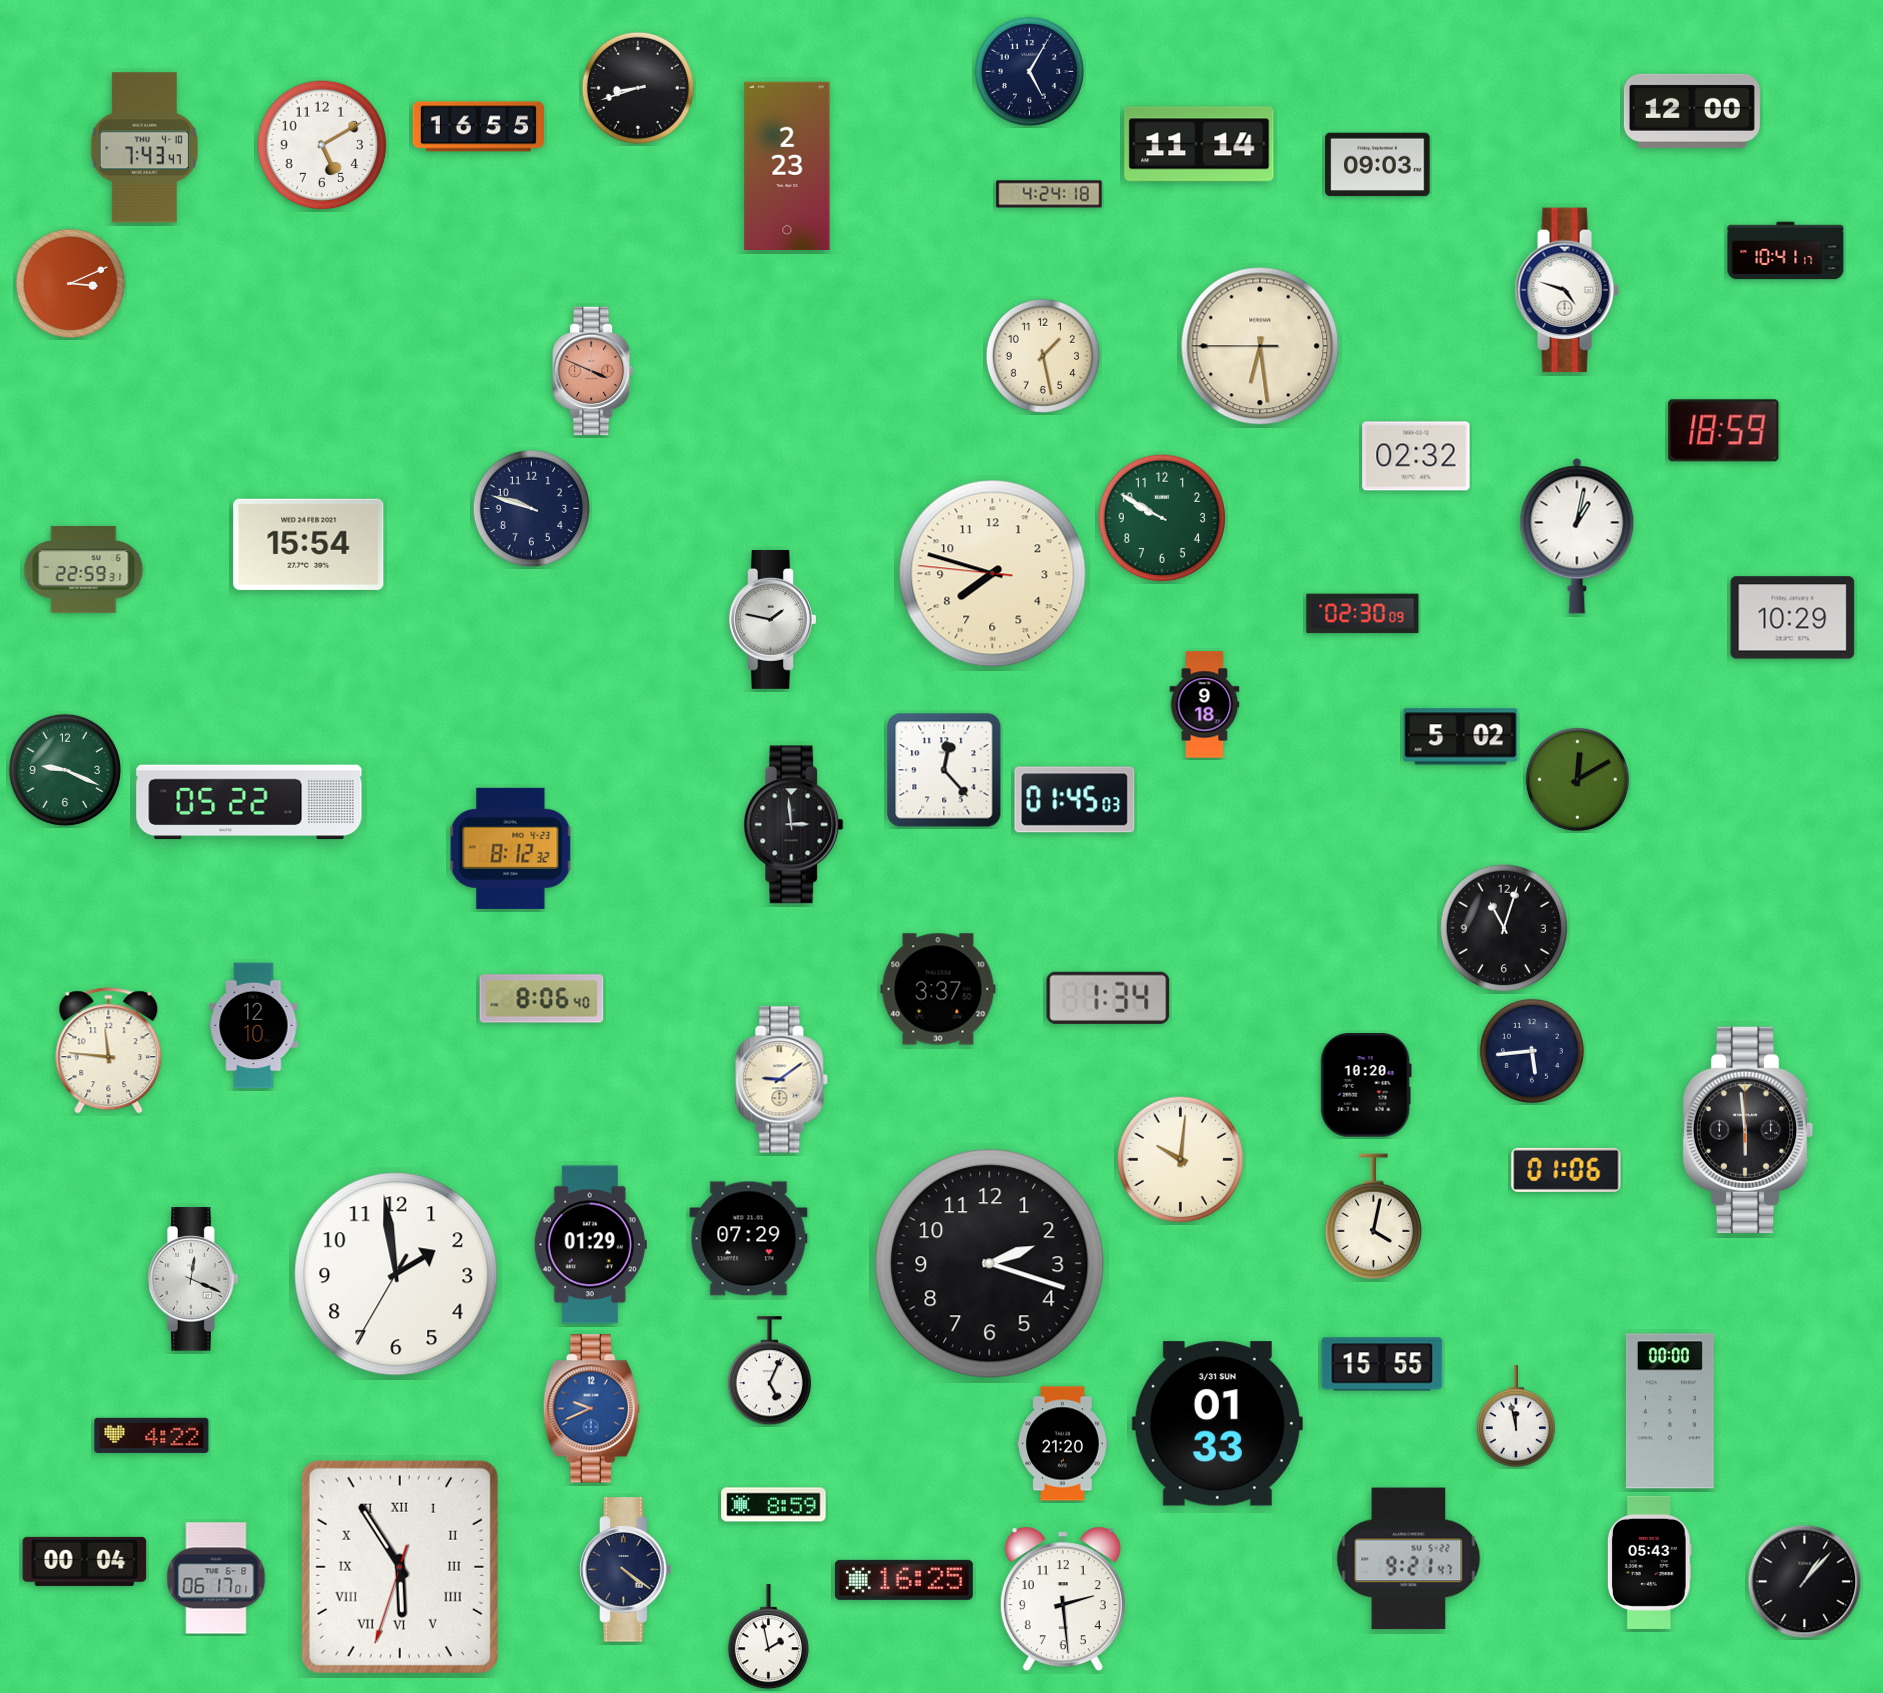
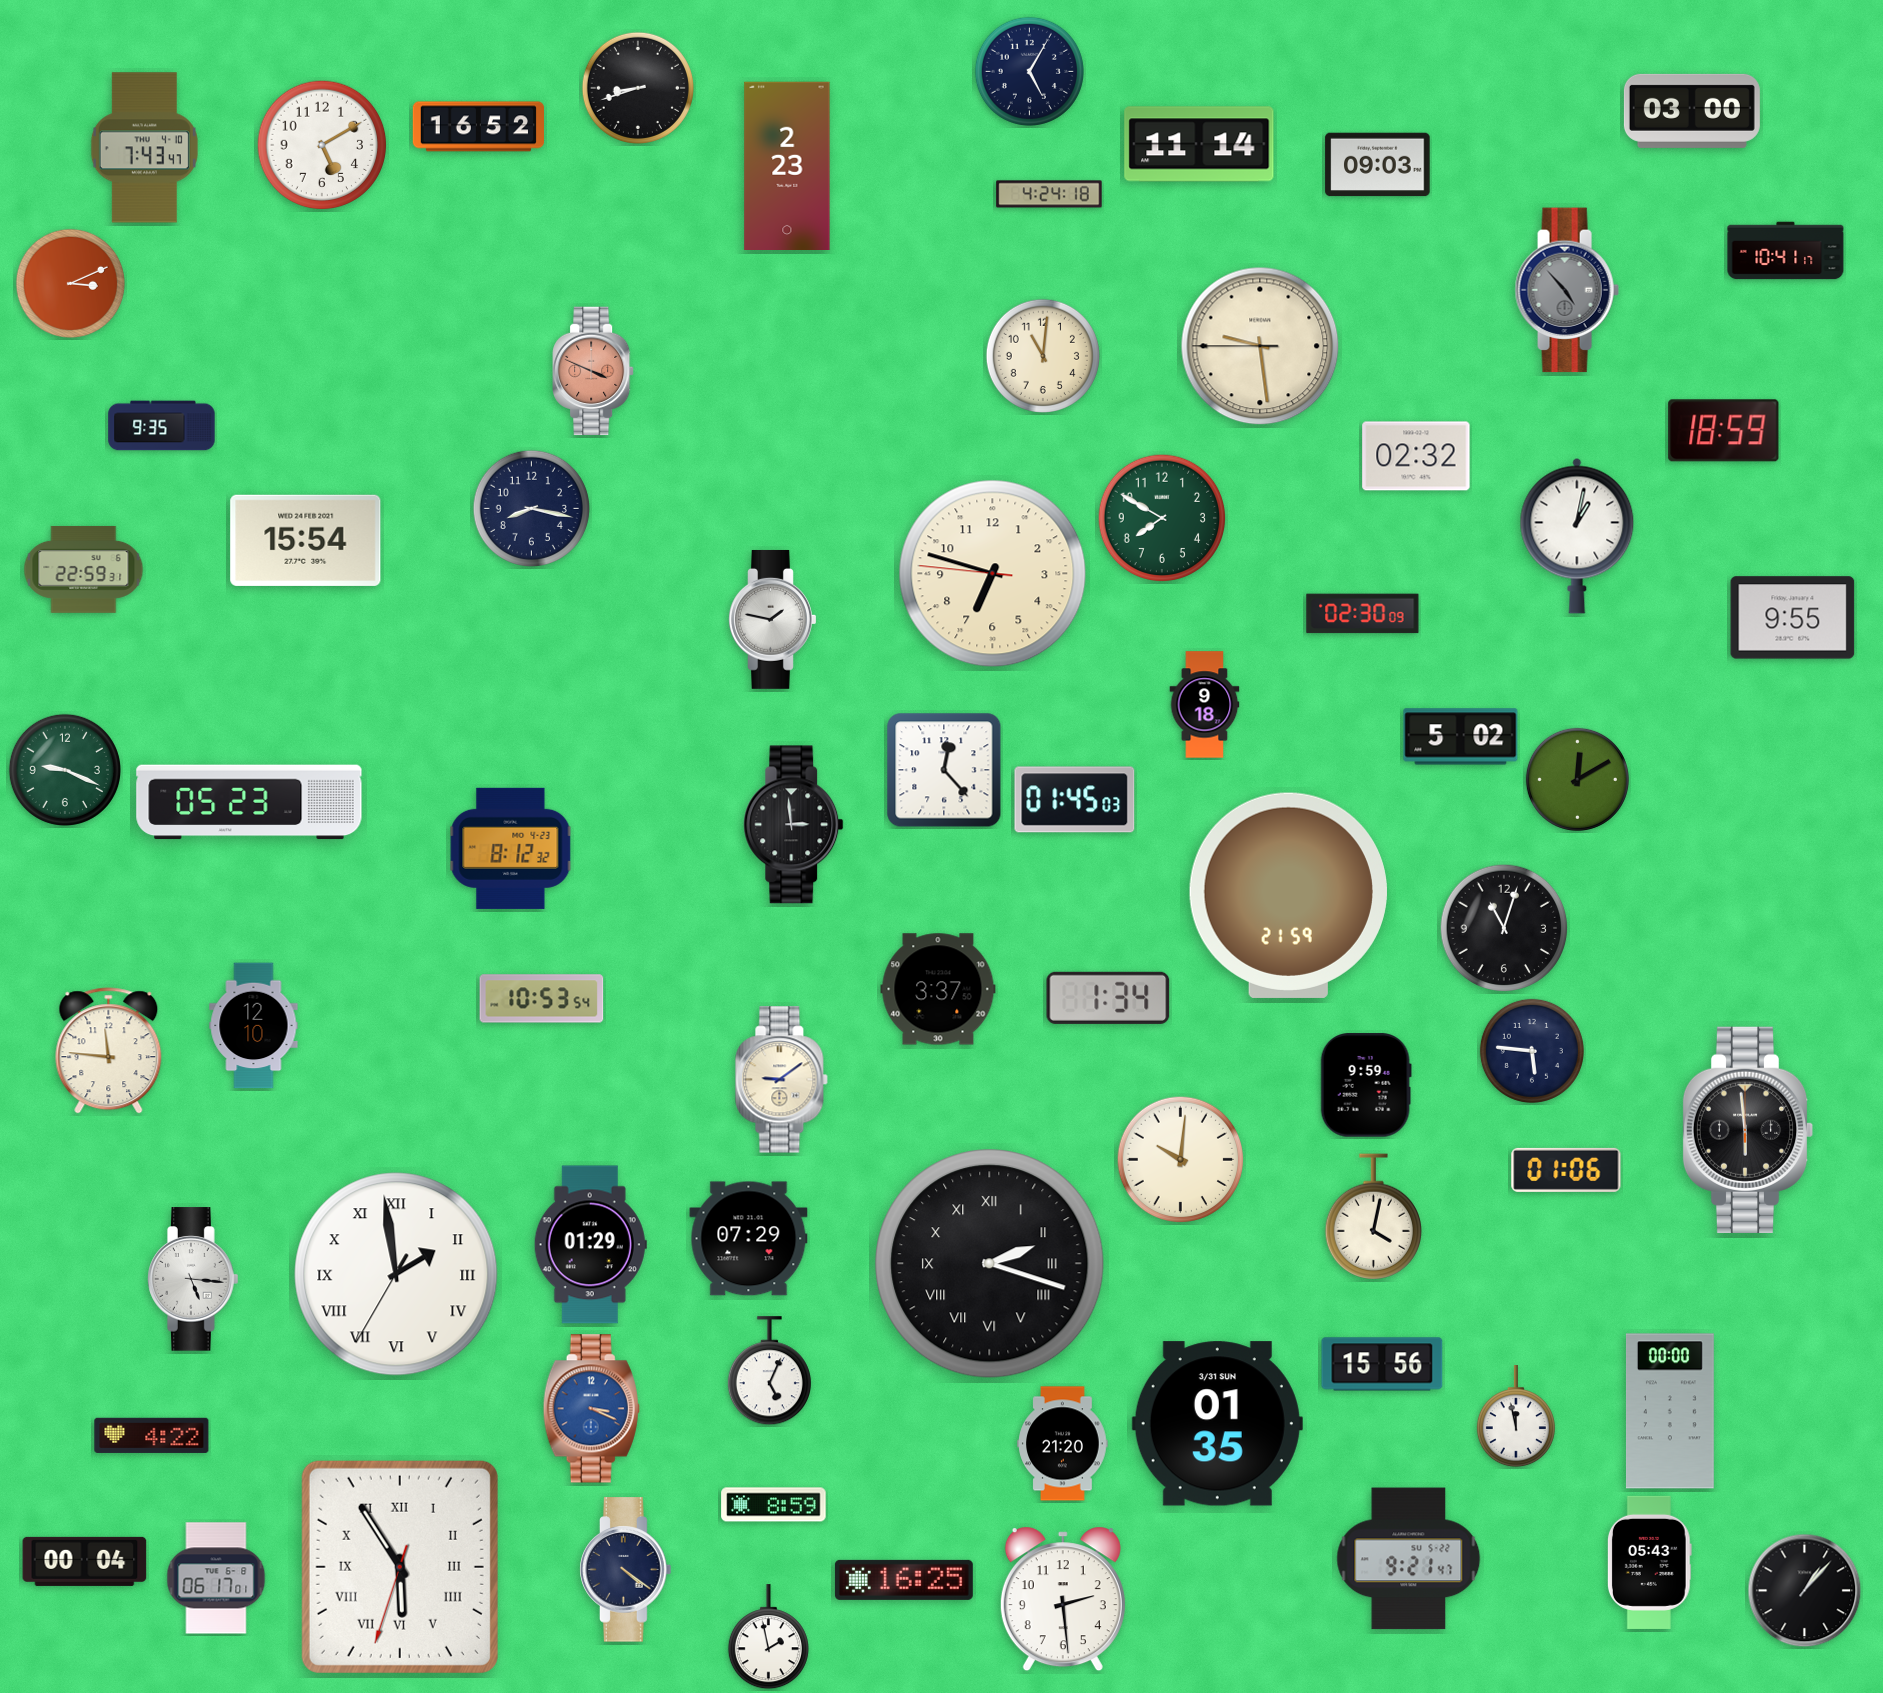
clock at (1692, 111): 12:00 -> 03:00
clock at (478, 127): 16:55 -> 16:52
clock at (1567, 290): 4:48 -> 4:53
clock at (1567, 290) dial: white -> grey
clock at (1260, 346): 6:28 -> 9:28
clock at (1043, 356): 1:28 -> 11:01
clock at (162, 426): none -> 9:35
clock at (531, 508): 9:48 -> 8:17
clock at (1162, 518): 9:50 -> 7:50
clock at (309, 544) position: (309, 544) -> (306, 540)
clock at (993, 574): 7:47 -> 6:47
clock at (1793, 618): 10:29 -> 9:55
clock at (249, 802): 05:22 -> 05:23
clock at (1288, 895): none -> 21:59
clock at (542, 999): 8:06 -> 10:53
clock at (1532, 1051): 5:44 -> 5:46
clock at (1366, 1085): 10:20 -> 9:59
clock at (990, 1264) numerals: Arabic -> Roman
clock at (396, 1274) numerals: Arabic -> Roman
clock at (193, 1279): 12:19 -> 5:16
clock at (1382, 1364): 15:55 -> 15:56
clock at (591, 1409): 9:41 -> 3:19
clock at (1217, 1424): 01:33 -> 01:35
clock at (1805, 1582) position: (1805, 1582) -> (1805, 1591)
